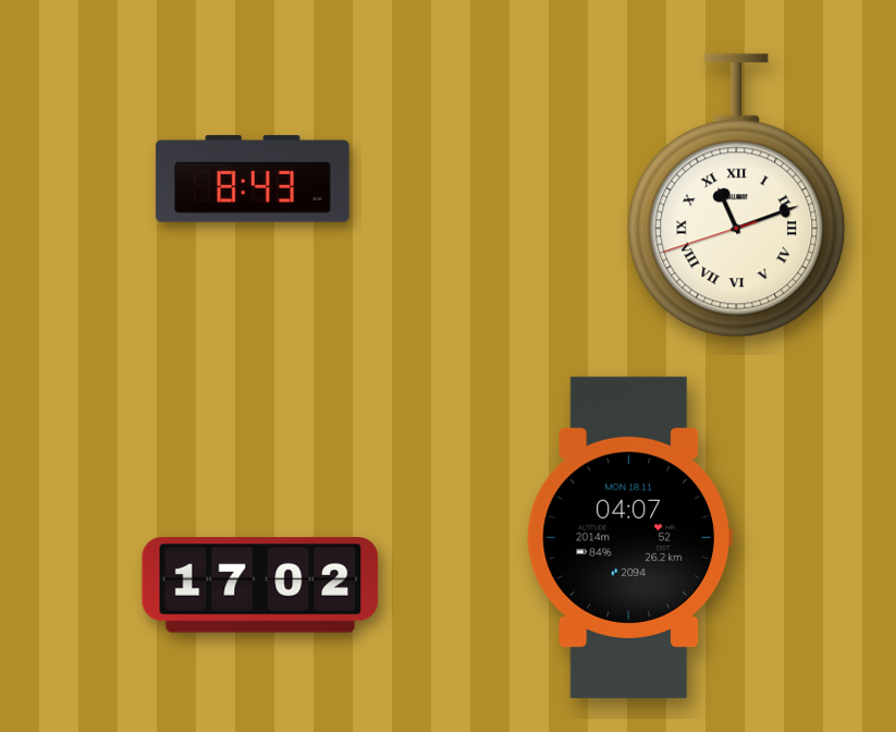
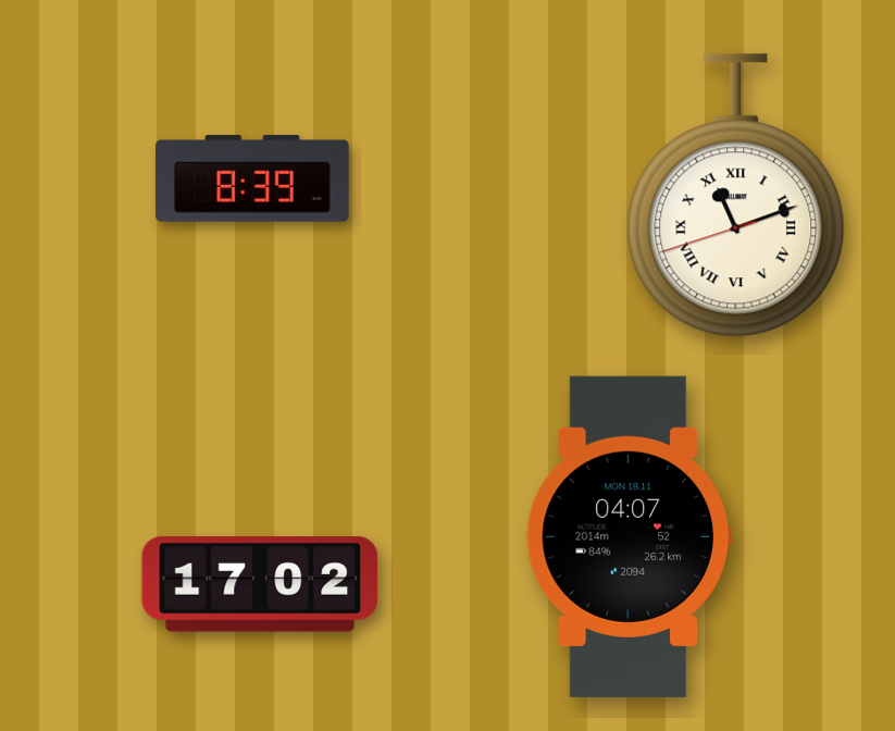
clock at (253, 179): 8:43 -> 8:39
